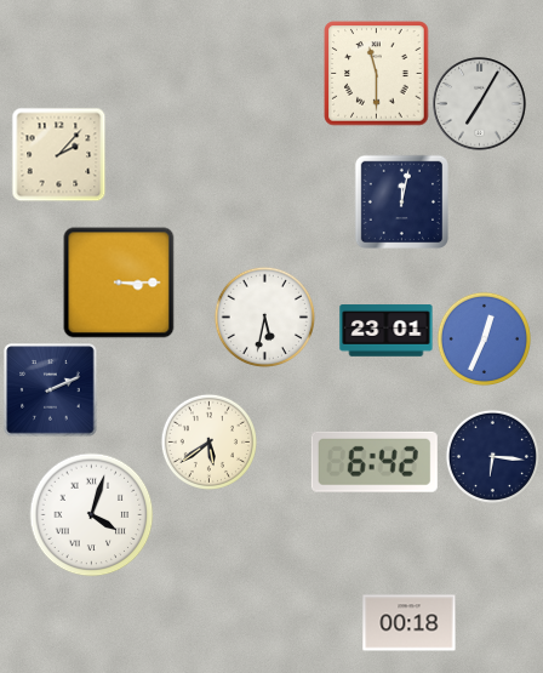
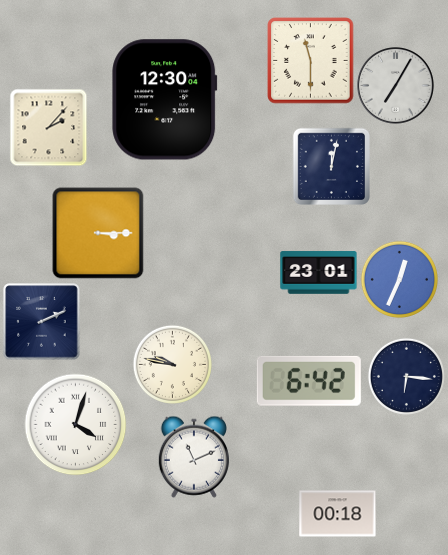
clock at (165, 100): none -> 12:30
clock at (264, 316): 5:32 -> none
clock at (208, 441): 5:39 -> 9:47
clock at (194, 457): none -> 11:11
